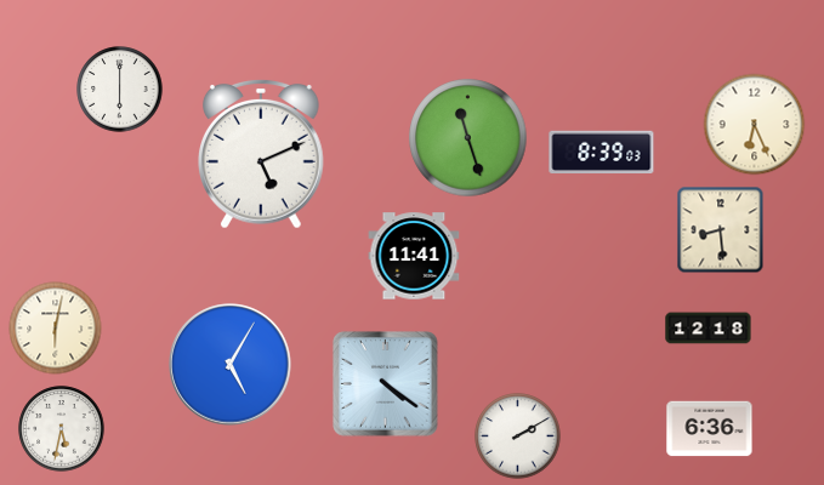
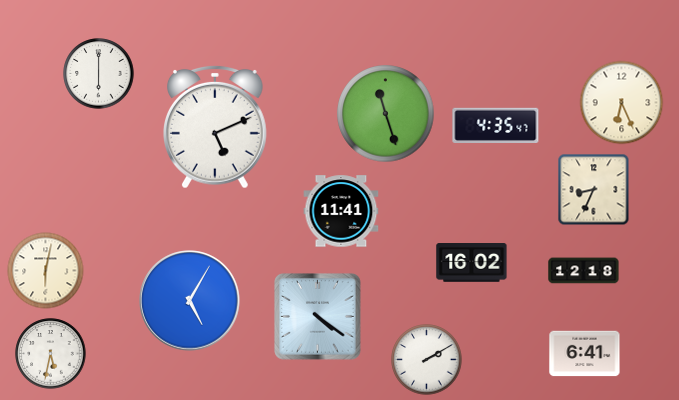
clock at (602, 152): 8:39 -> 4:35
clock at (721, 230): 8:29 -> 8:34
clock at (472, 263): none -> 16:02
clock at (710, 429): 6:36 -> 6:41
